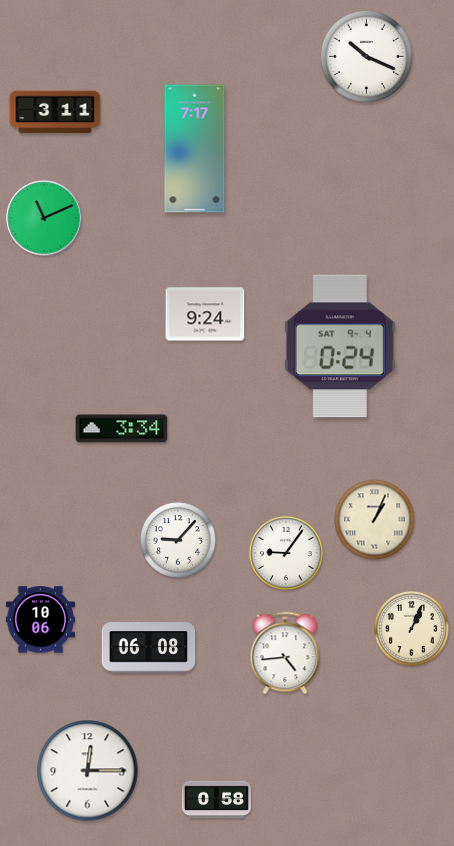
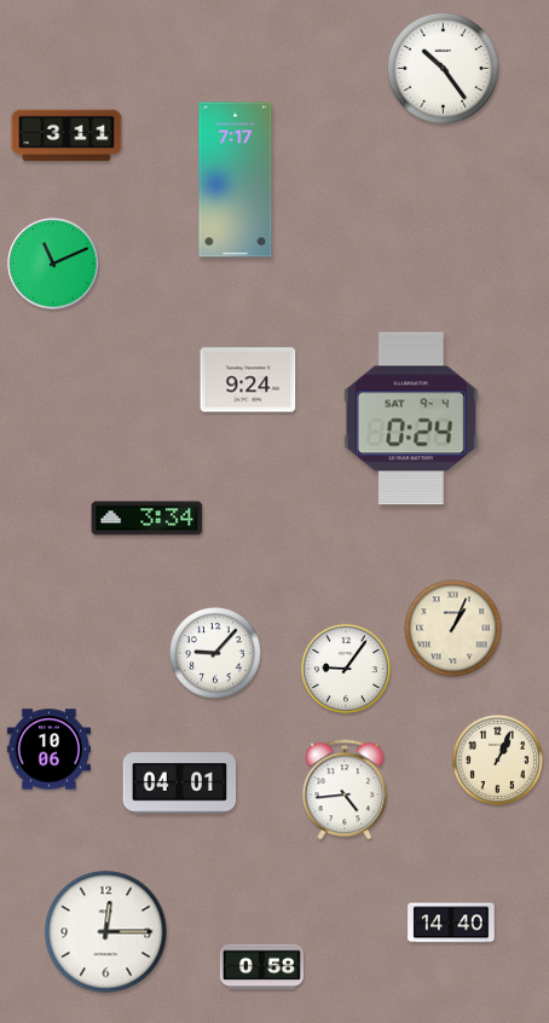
clock at (367, 57): 10:19 -> 10:24
clock at (149, 648): 06:08 -> 04:01
clock at (451, 923): none -> 14:40
